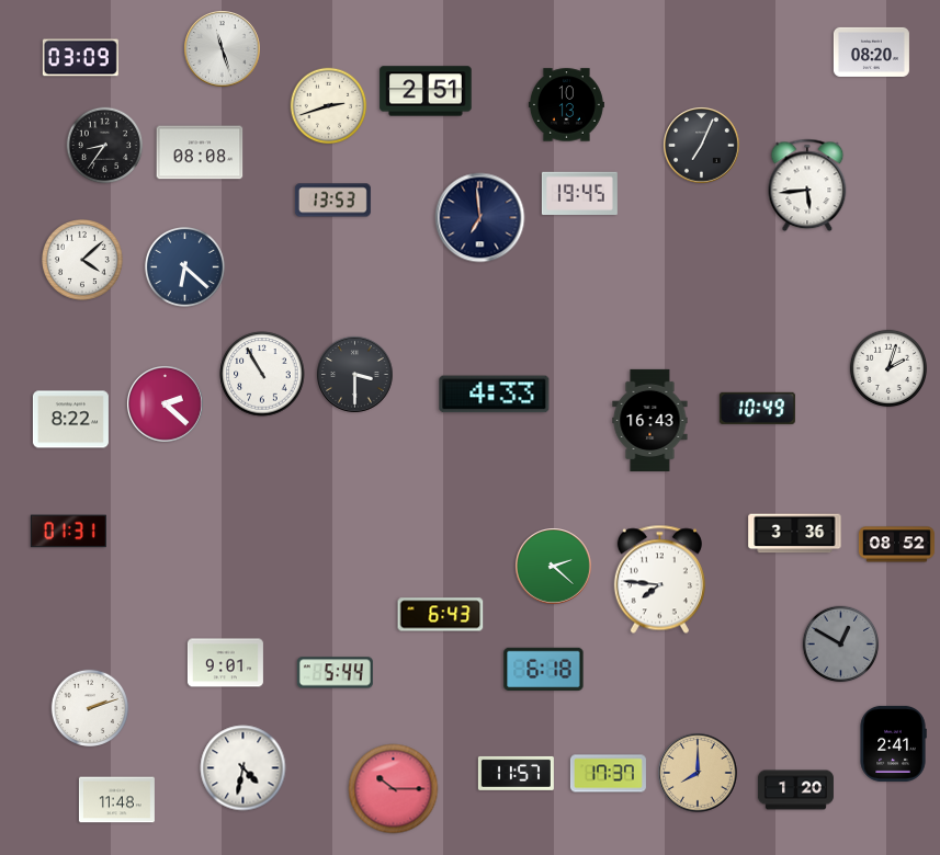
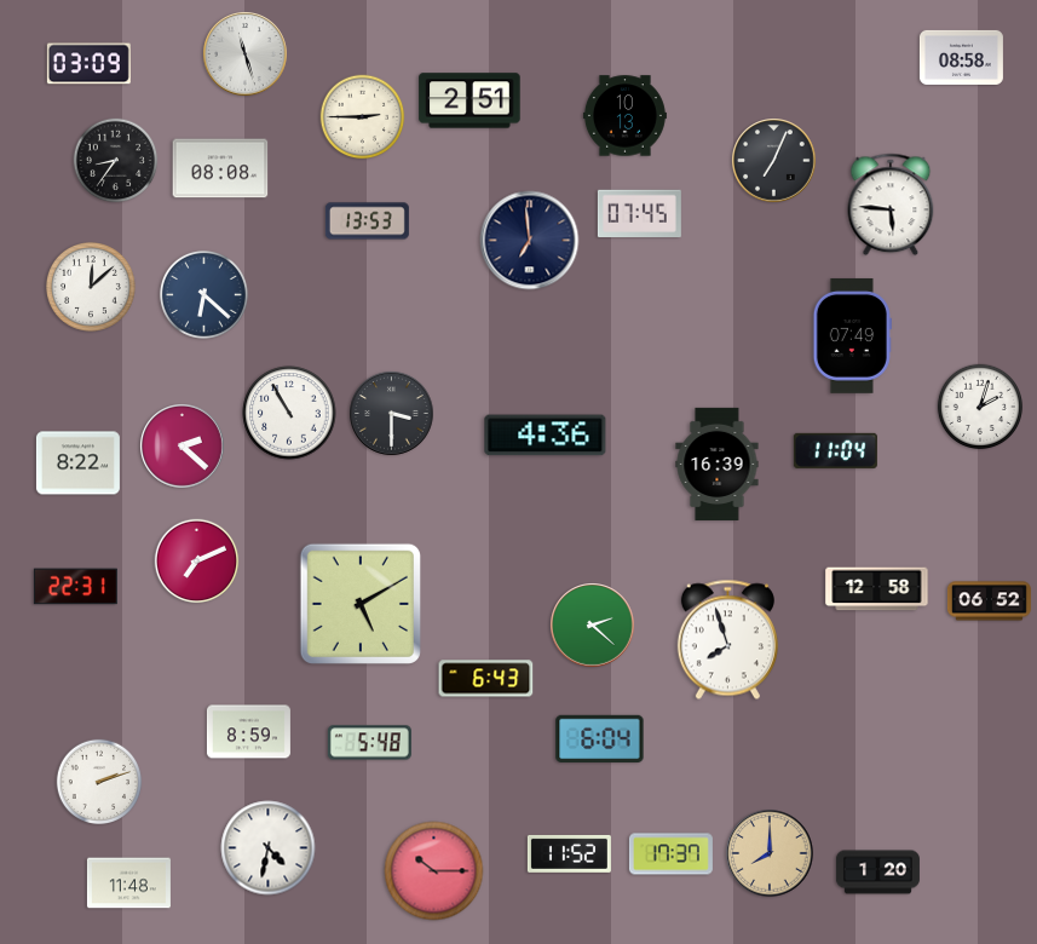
clock at (871, 52): 08:20 -> 08:58
clock at (329, 106): 2:42 -> 2:45
clock at (807, 185): 5:44 -> 5:46
clock at (579, 194): 19:45 -> 07:45
clock at (83, 261): 4:08 -> 12:08
clock at (852, 335): none -> 07:49
clock at (495, 395): 4:33 -> 4:36
clock at (757, 408): 10:49 -> 11:04
clock at (650, 420): 16:43 -> 16:39
clock at (197, 562): none -> 7:11
clock at (68, 532): 01:31 -> 22:31
clock at (795, 534): 3:36 -> 12:58
clock at (896, 545): 08:52 -> 06:52
clock at (359, 603): none -> 5:10
clock at (554, 567) position: (554, 567) -> (593, 626)
clock at (659, 580): 7:46 -> 7:57
clock at (841, 645): 12:50 -> none
clock at (225, 663): 9:01 -> 8:59
clock at (544, 670): 6:18 -> 6:04
clock at (335, 673): 5:44 -> 5:48
clock at (893, 743): 2:41 -> none
clock at (516, 773): 11:57 -> 11:52
